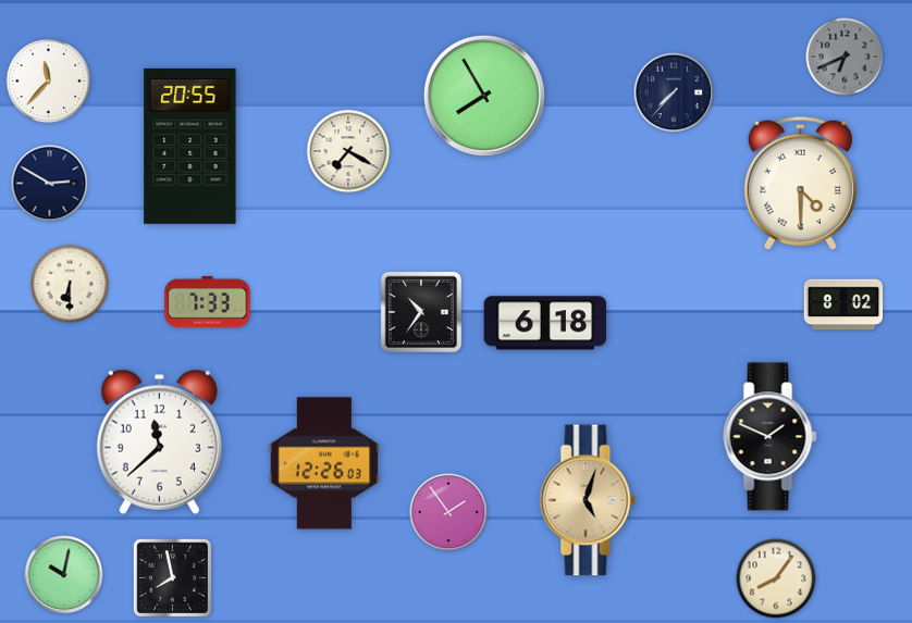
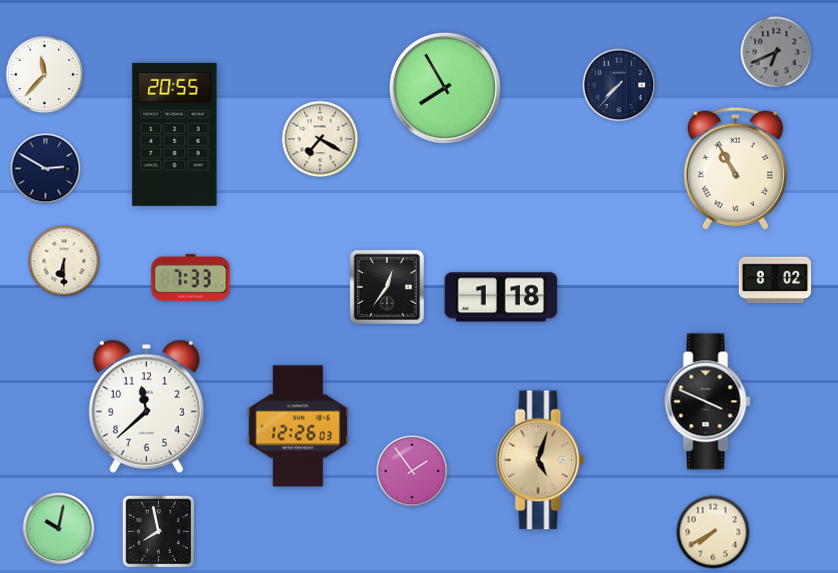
clock at (800, 183): 4:30 -> 10:55
clock at (421, 312): 10:36 -> 12:36
clock at (545, 323): 6:18 -> 1:18
clock at (771, 437): 1:49 -> 3:49
clock at (776, 578): 8:06 -> 7:40
